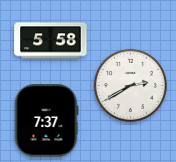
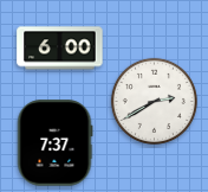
clock at (51, 41): 5:58 -> 6:00
